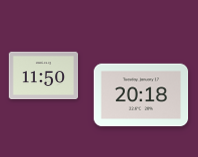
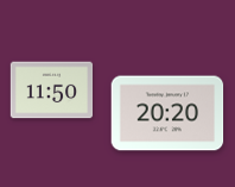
clock at (141, 95): 20:18 -> 20:20
